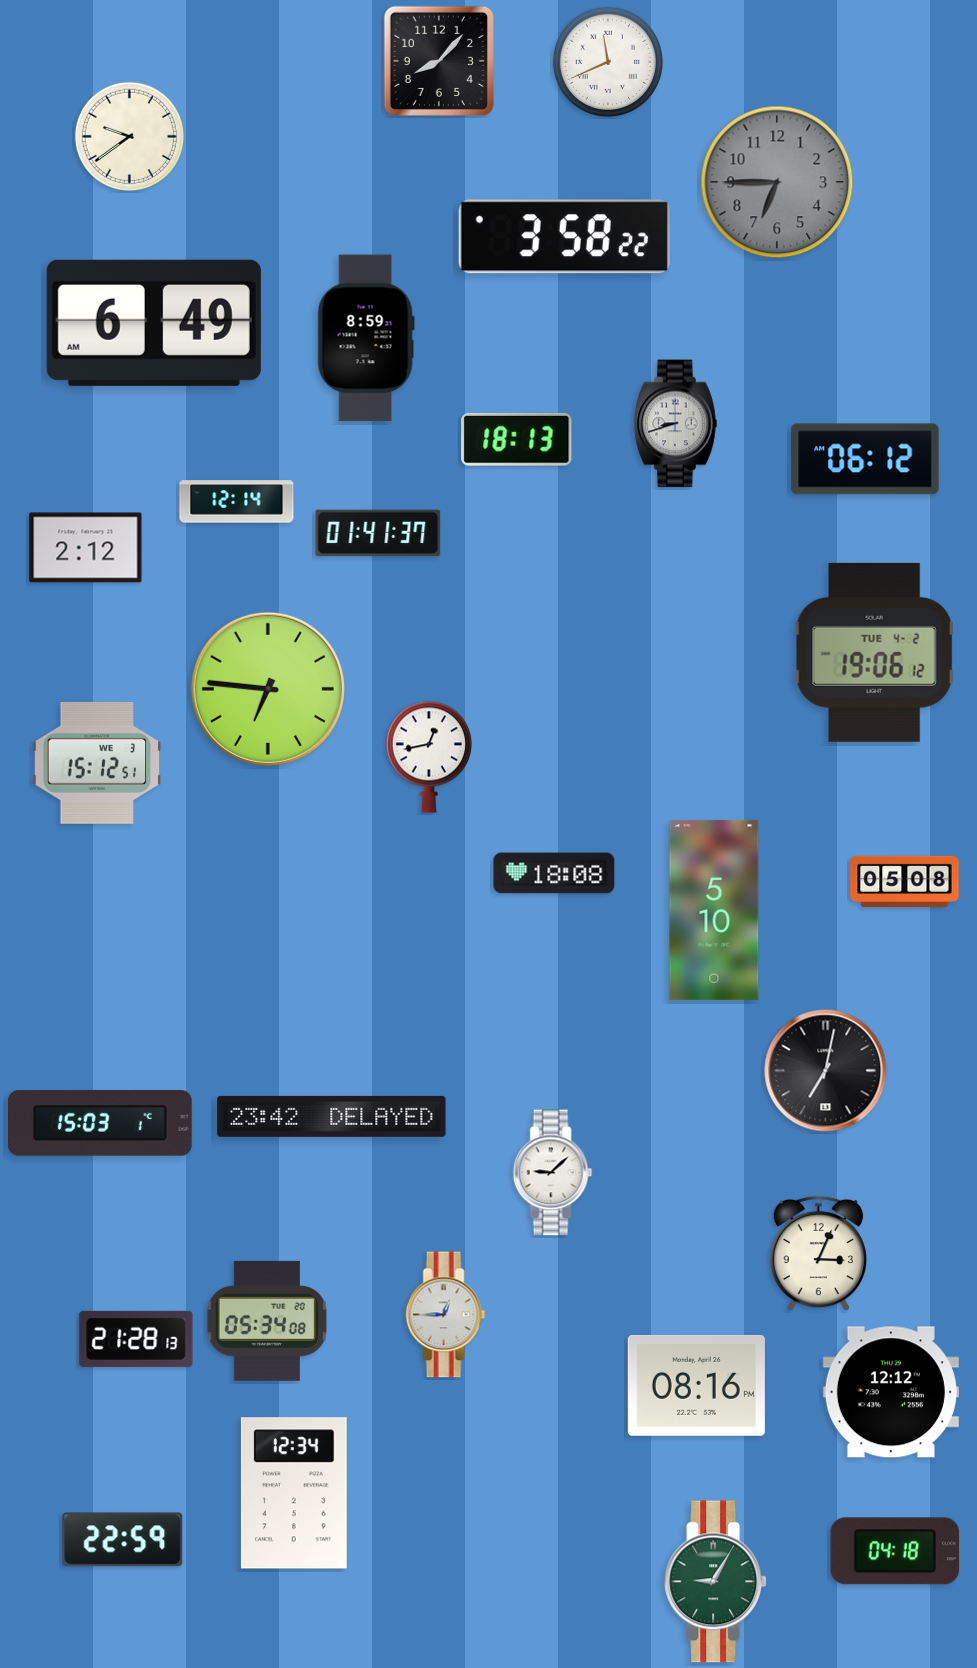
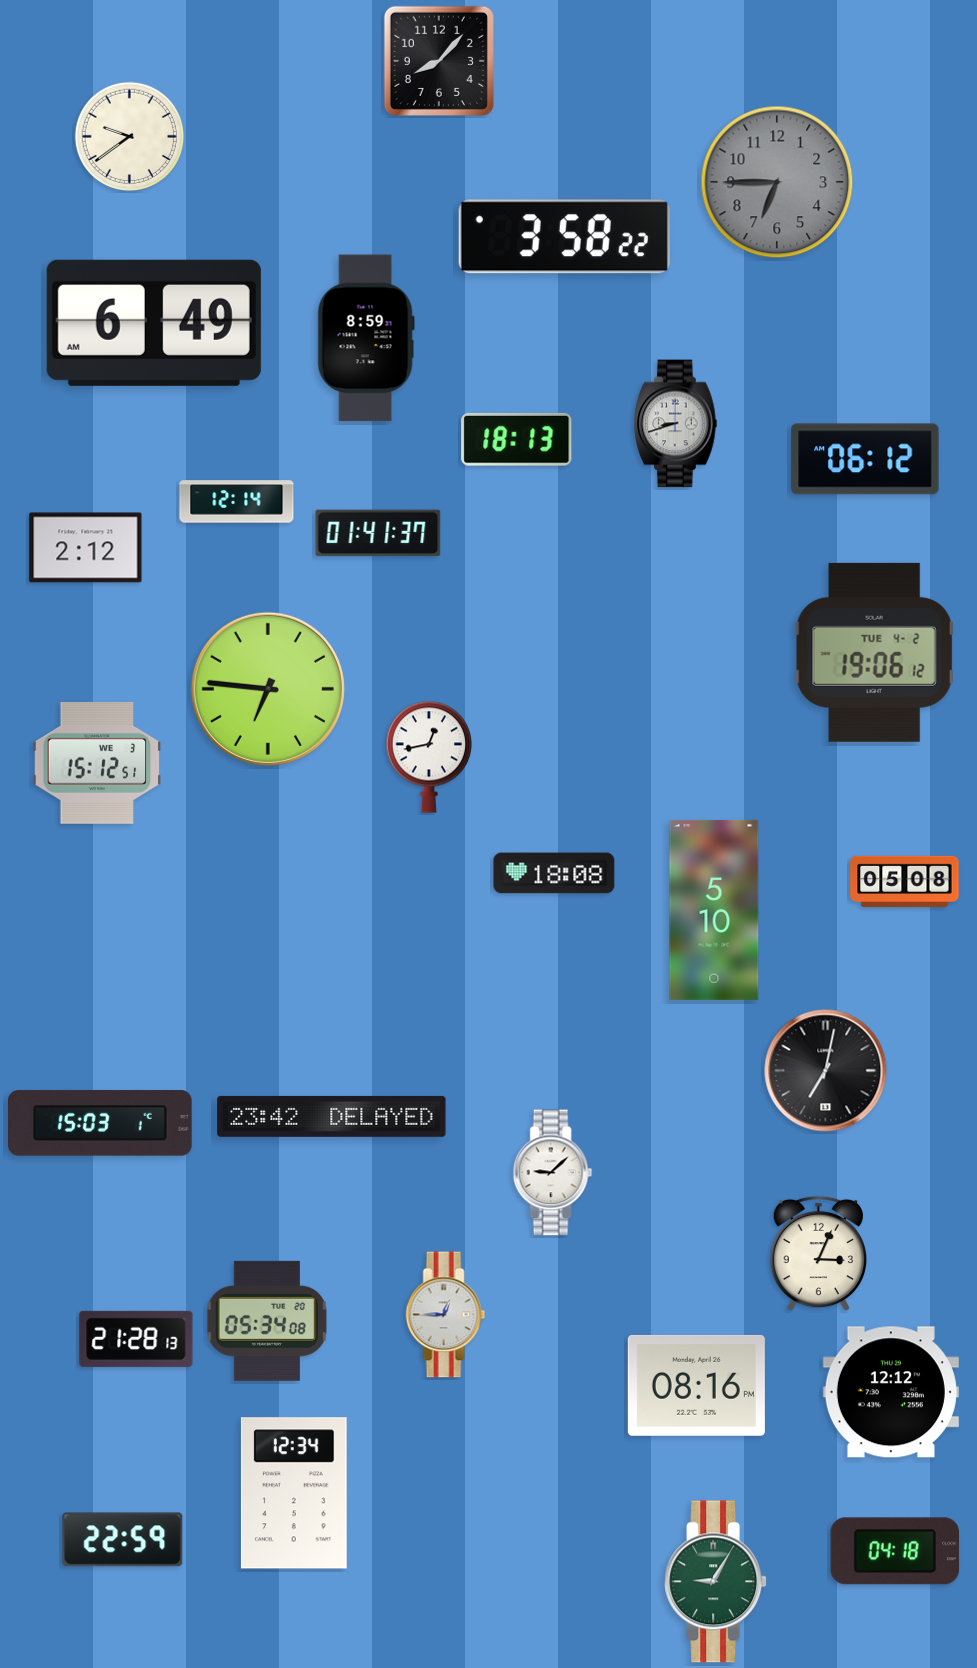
clock at (607, 61): 11:41 -> none
